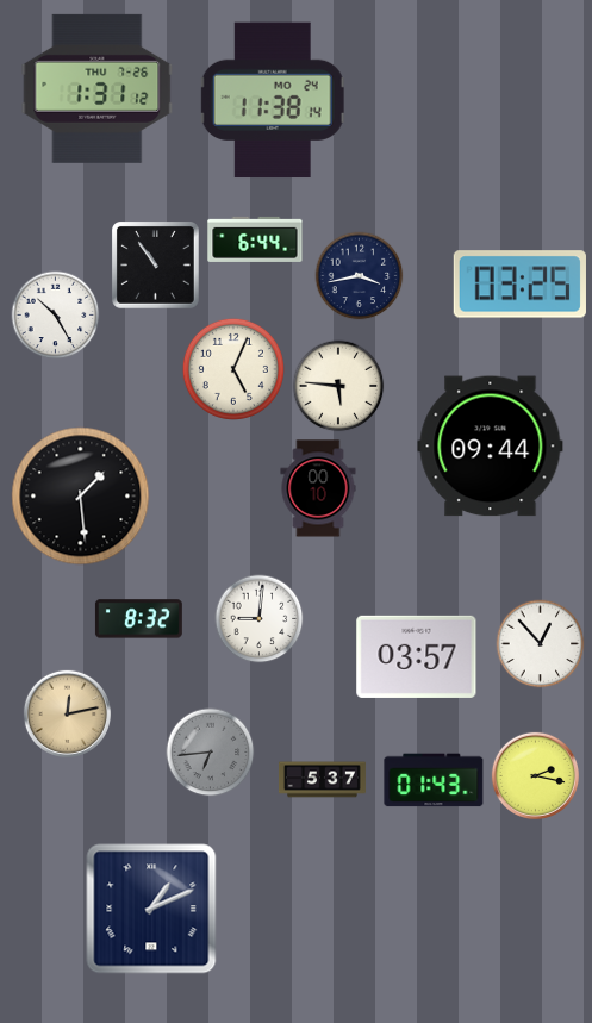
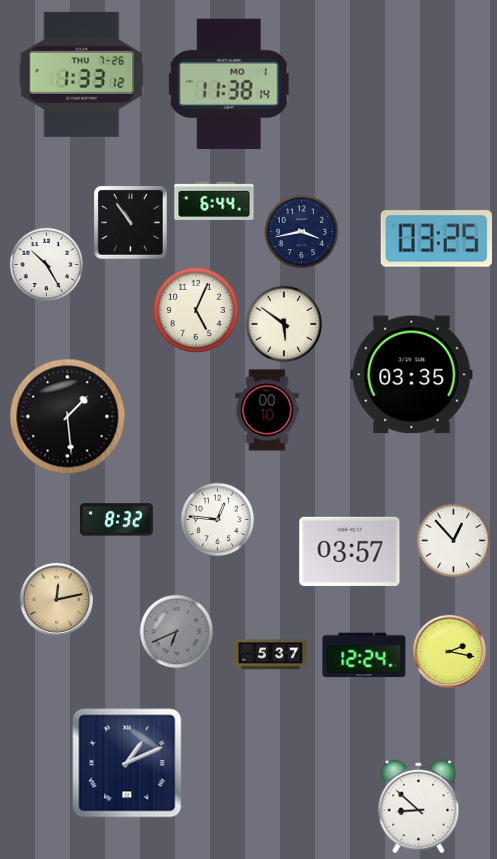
clock at (98, 88): 1:31 -> 1:33
clock at (273, 100) date: MO 24 -> MO 1
clock at (338, 386): 5:46 -> 5:51
clock at (491, 447): 09:44 -> 03:35
clock at (260, 619): 9:01 -> 12:46
clock at (211, 753): 6:44 -> 6:41
clock at (434, 780): 01:43 -> 12:24
clock at (419, 807): none -> 8:52
